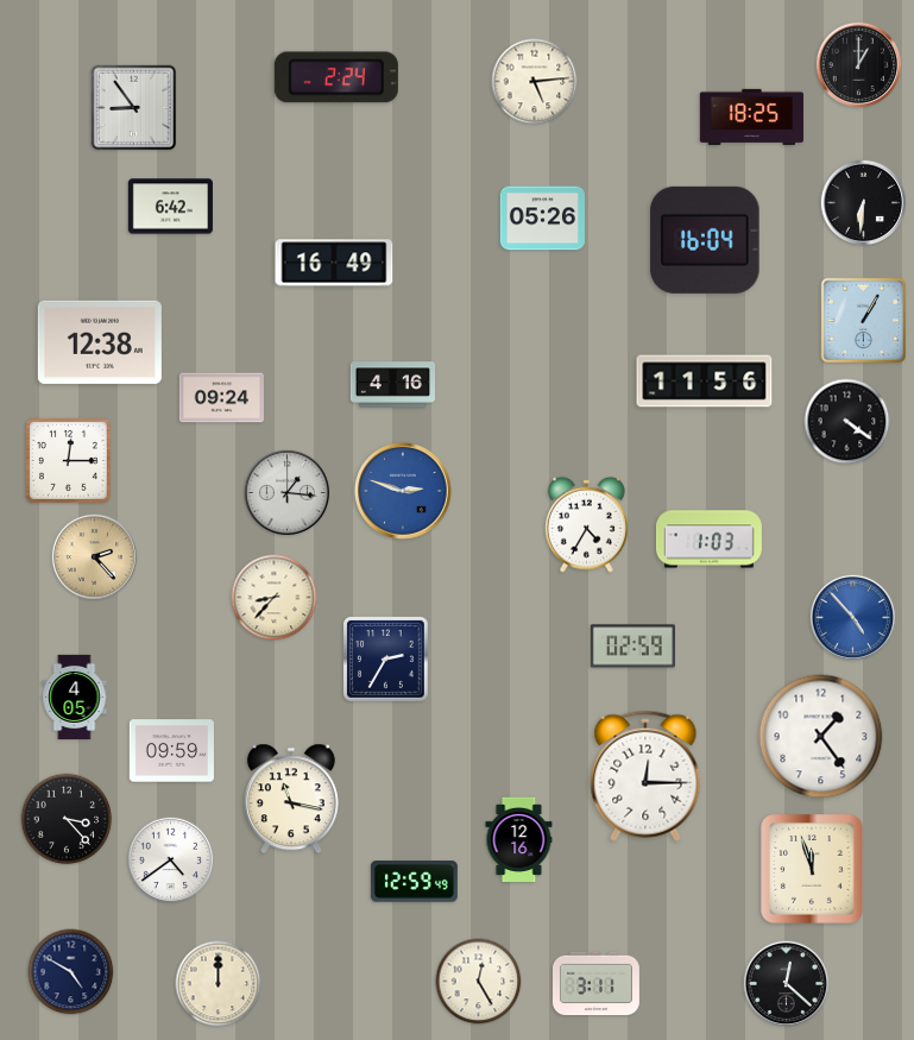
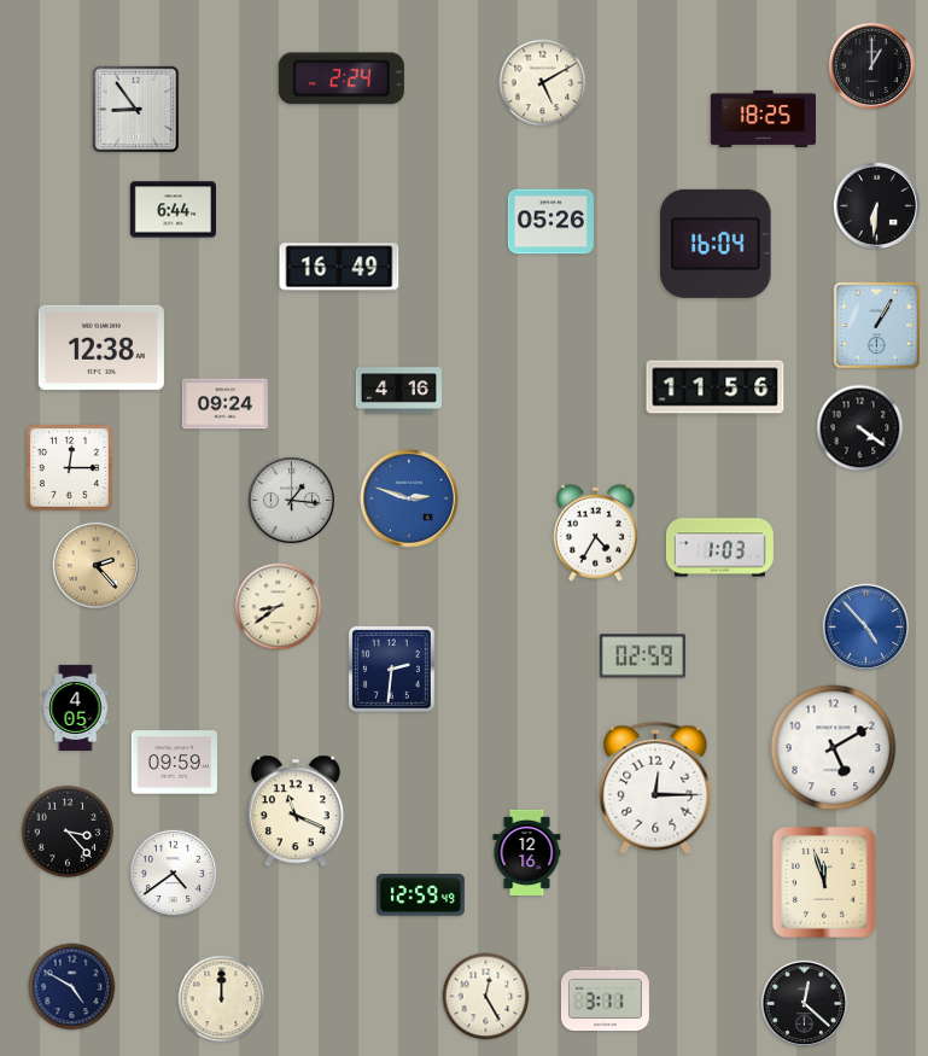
clock at (535, 82): 5:14 -> 5:10
clock at (170, 207): 6:42 -> 6:44
clock at (275, 598): 8:37 -> 8:39
clock at (385, 658): 2:35 -> 2:31
clock at (821, 737): 1:24 -> 5:10
clock at (291, 799): 11:17 -> 11:19
clock at (786, 983) position: (786, 983) -> (804, 1003)
